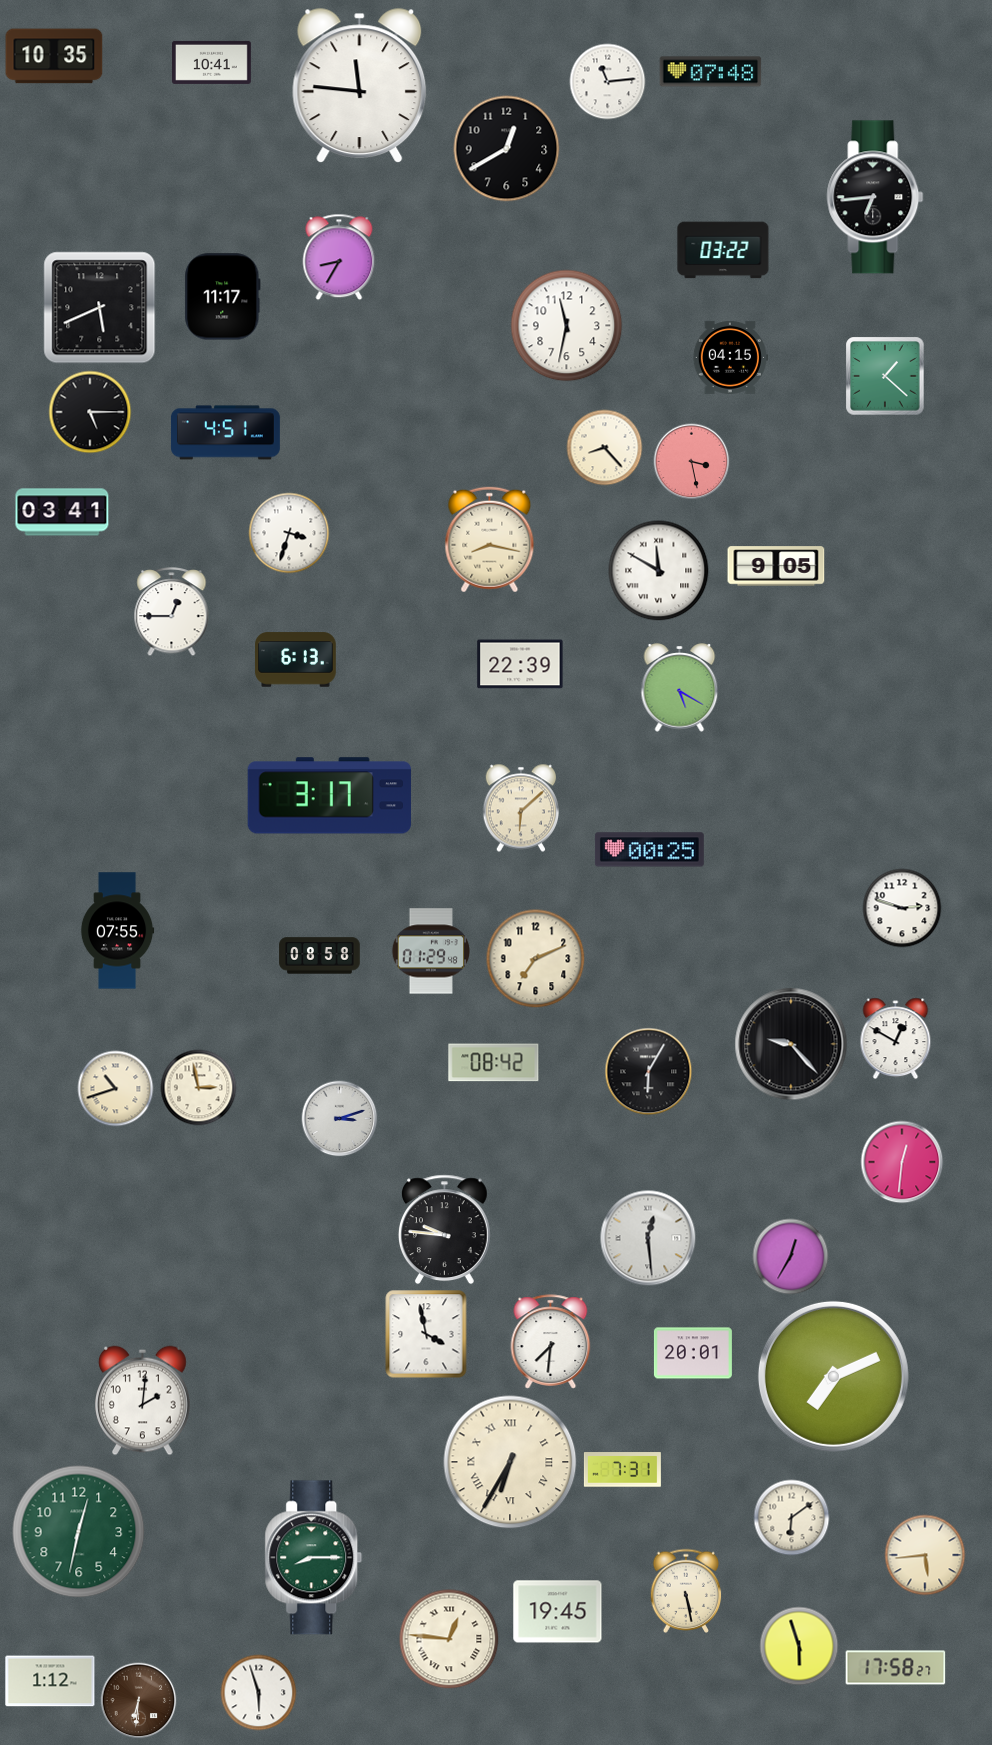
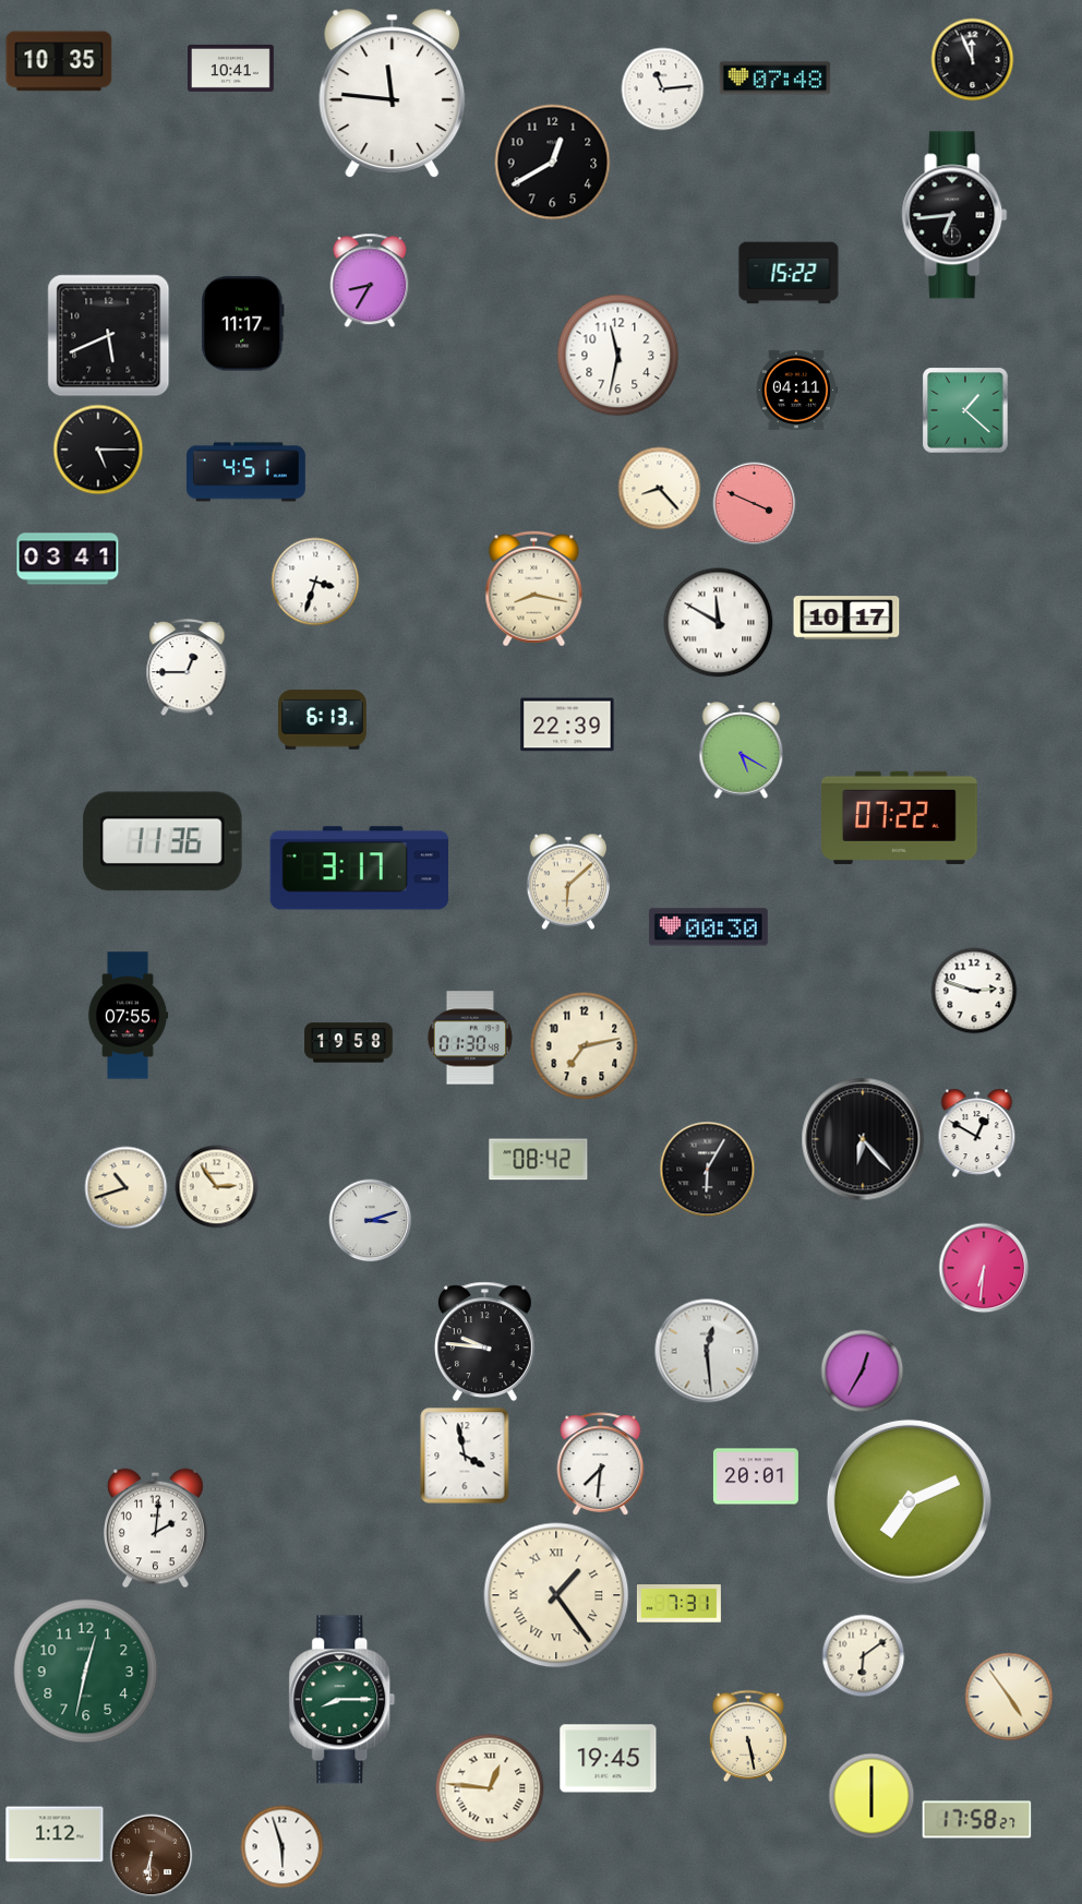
clock at (973, 60): none -> 11:56
clock at (723, 250): 03:22 -> 15:22
clock at (730, 357): 04:15 -> 04:11
clock at (692, 462): 3:28 -> 3:49
clock at (776, 566): 9:05 -> 10:17
clock at (900, 817): none -> 07:22
clock at (163, 841): none -> 11:36
clock at (649, 850): 00:25 -> 00:30
clock at (902, 908) position: (902, 908) -> (974, 991)
clock at (430, 951): 01:29 -> 01:30
clock at (320, 956): 08:58 -> 19:58
clock at (536, 959): 7:11 -> 7:13
clock at (791, 1044): 9:23 -> 6:23
clock at (199, 1088): 2:58 -> 2:54
clock at (902, 1162): 12:31 -> 6:31
clock at (510, 1462): 6:35 -> 1:24
clock at (925, 1555): 5:44 -> 4:54
clock at (799, 1646): 5:57 -> 6:00
